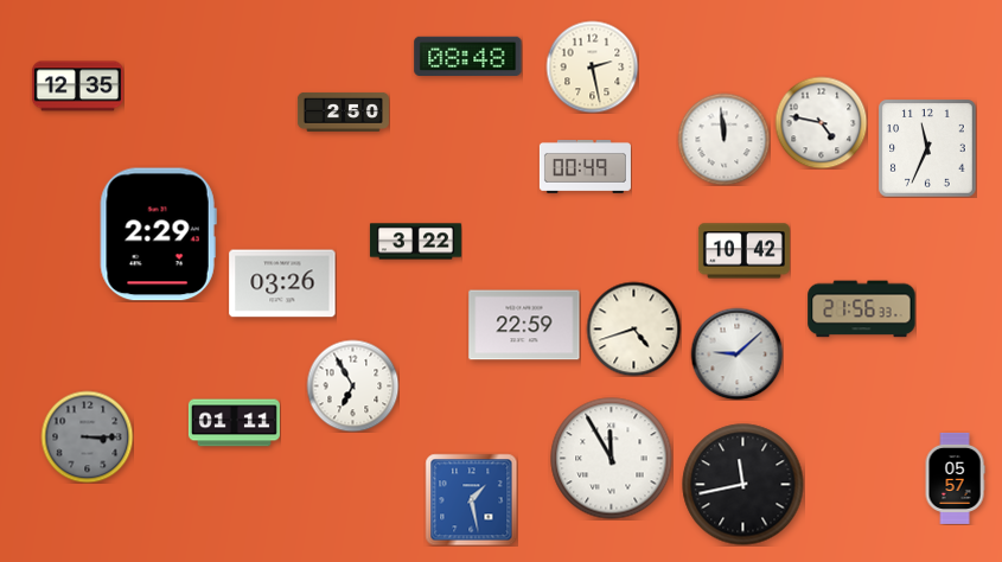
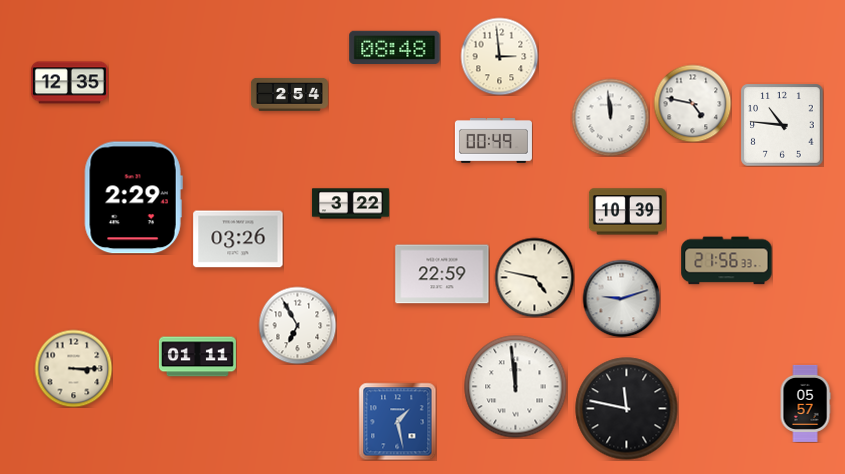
clock at (592, 66): 2:28 -> 2:59
clock at (77, 87) position: (77, 87) -> (69, 83)
clock at (343, 113): 2:50 -> 2:54
clock at (927, 148): 11:34 -> 10:46
clock at (743, 251): 10:42 -> 10:39
clock at (633, 328): 4:42 -> 4:47
clock at (736, 353): 9:08 -> 9:12
clock at (87, 436) dial: grey -> cream
clock at (612, 459): 11:55 -> 11:59
clock at (743, 485): 11:43 -> 11:47
